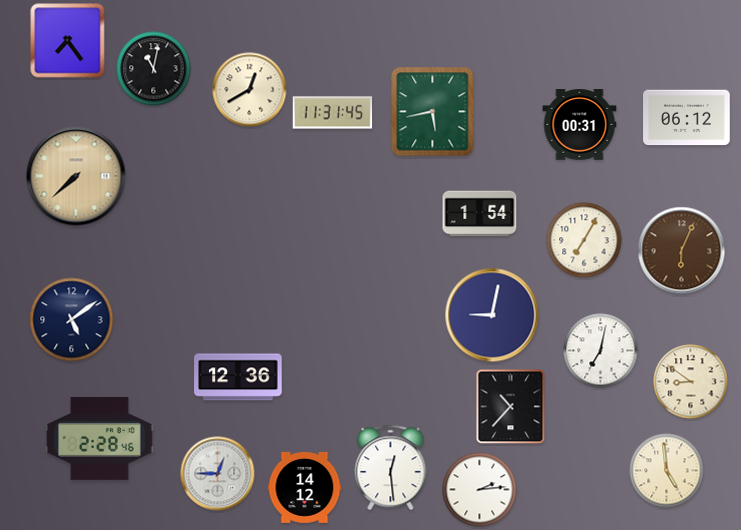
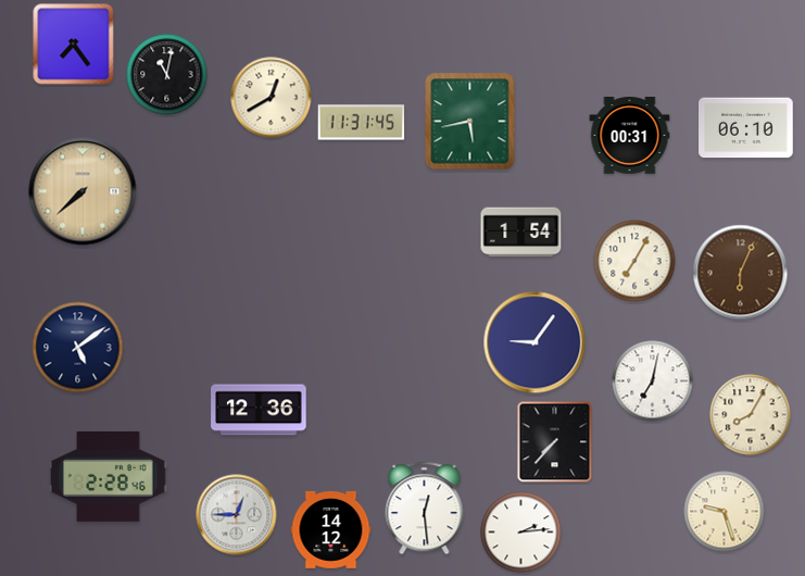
clock at (687, 118): 06:12 -> 06:10
clock at (492, 315): 9:02 -> 9:06
clock at (691, 382): 8:51 -> 8:05
clock at (511, 407): 10:37 -> 7:37
clock at (667, 471): 4:59 -> 9:27
